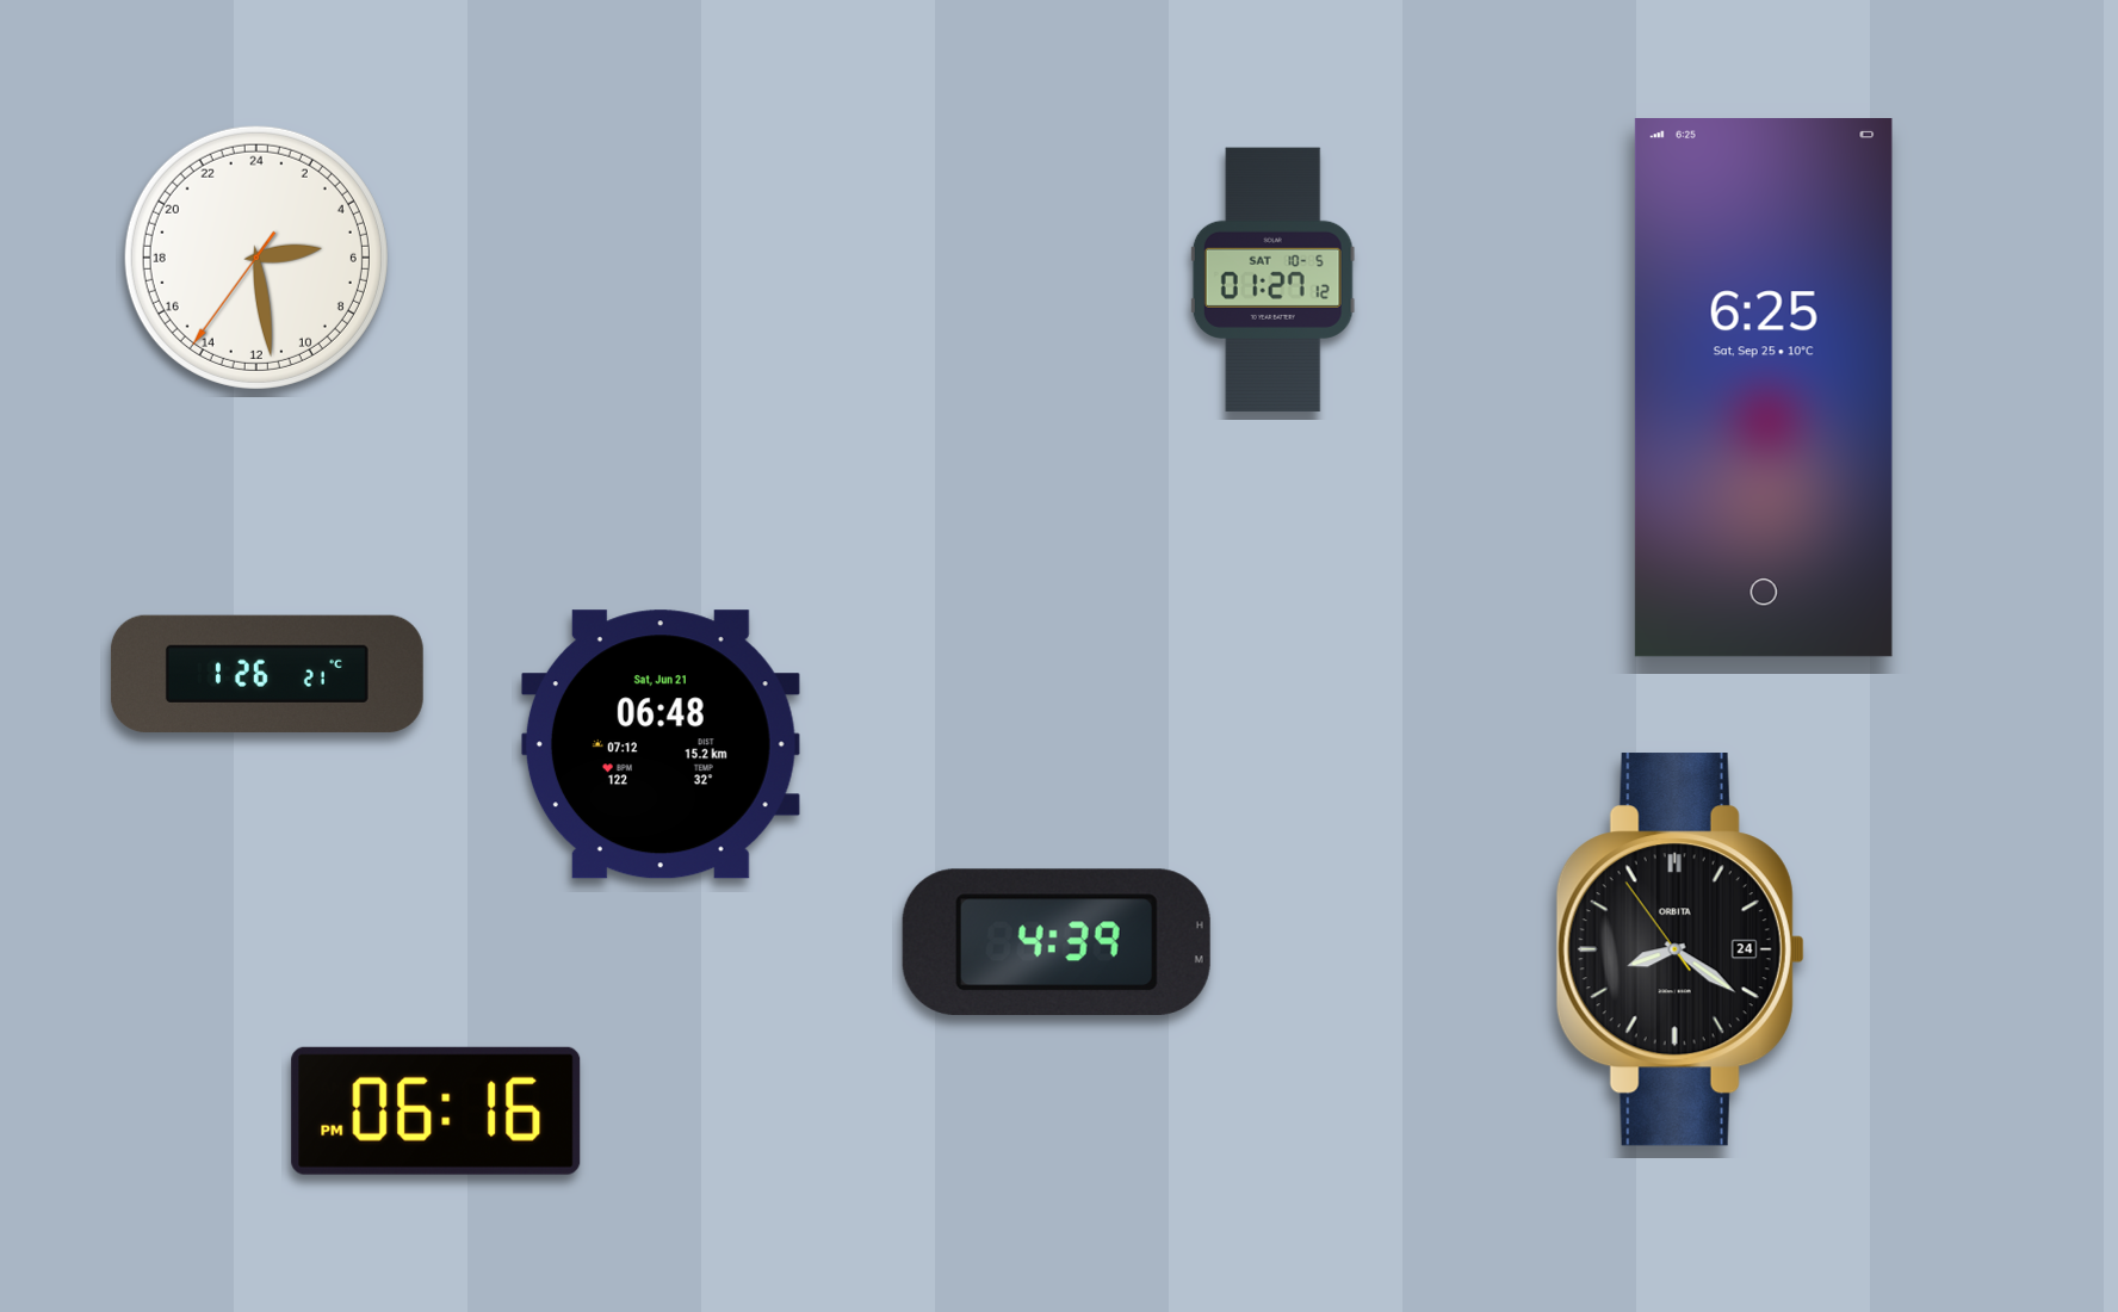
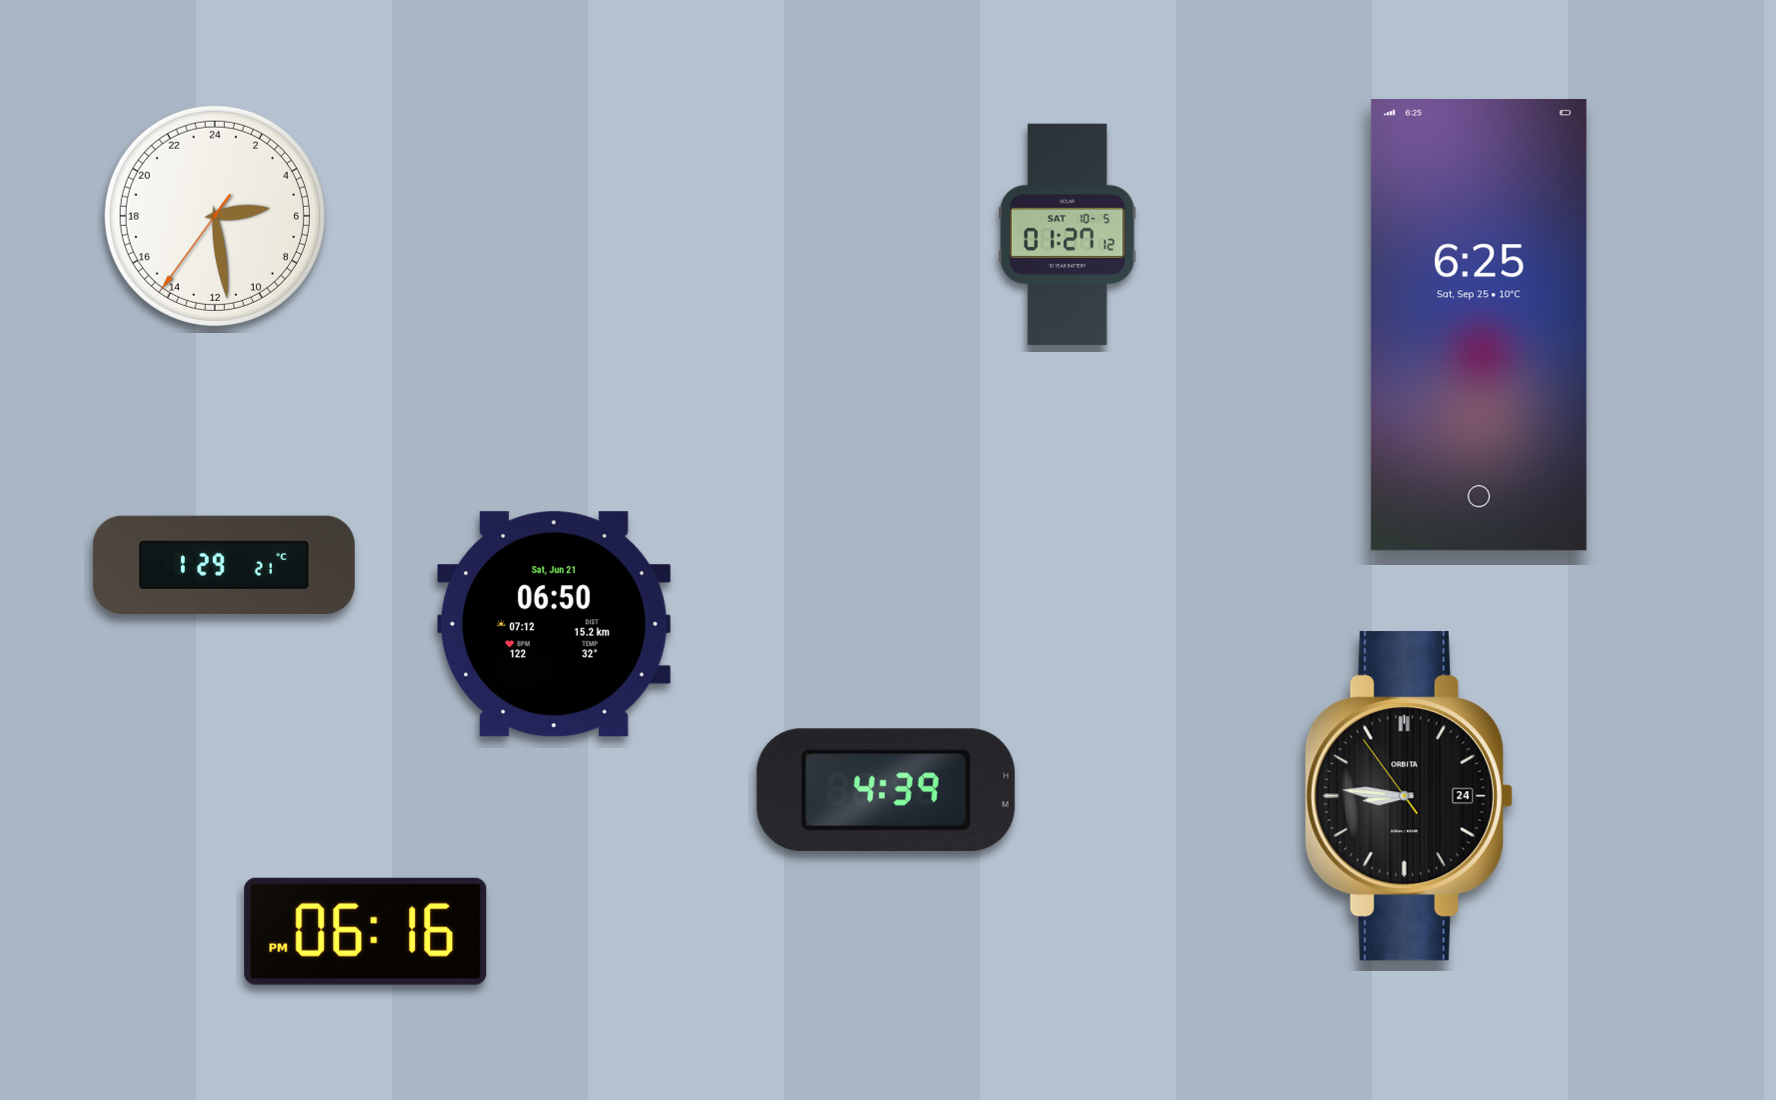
clock at (267, 674): 1:26 -> 1:29
clock at (661, 744): 06:48 -> 06:50
clock at (1680, 949): 8:20 -> 8:45
